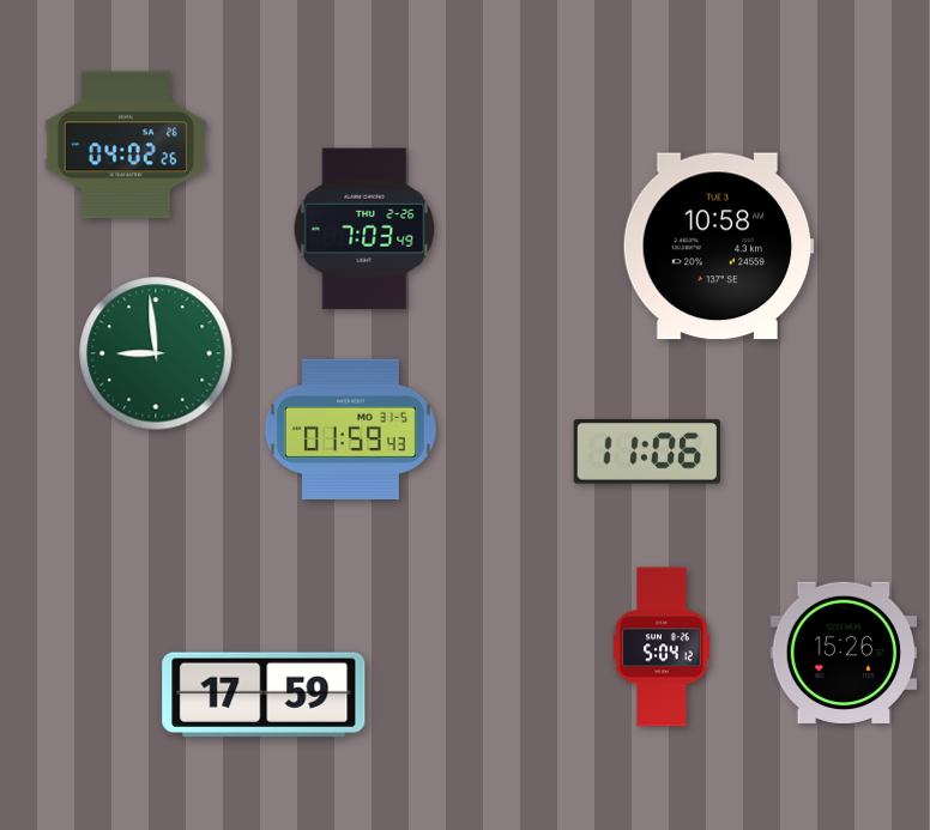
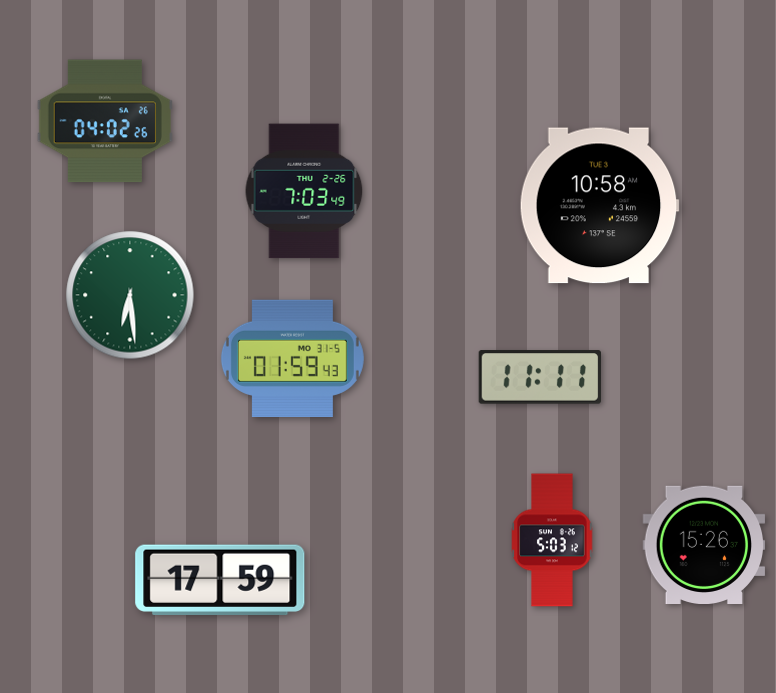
clock at (156, 353): 8:59 -> 6:29
clock at (646, 452): 11:06 -> 11:11
clock at (662, 647): 5:04 -> 5:03
